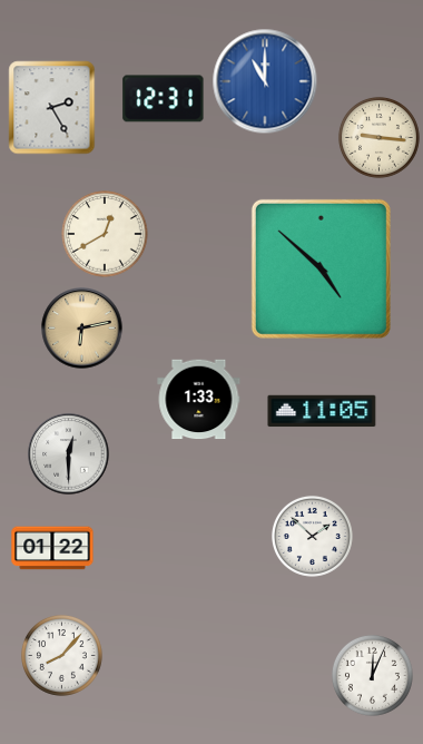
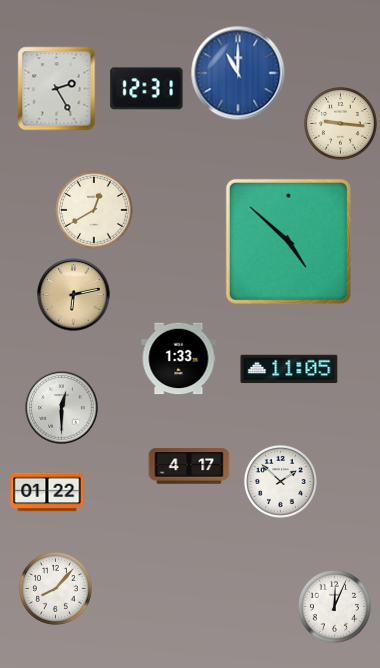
clock at (52, 108) position: (52, 108) -> (57, 89)
clock at (189, 466): none -> 4:17
